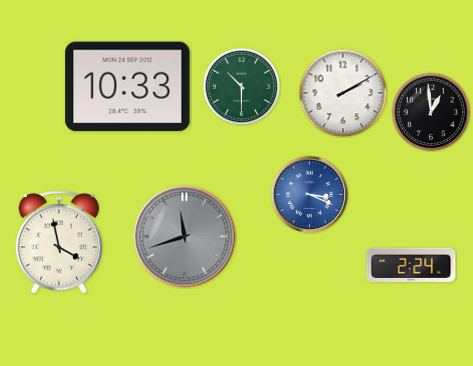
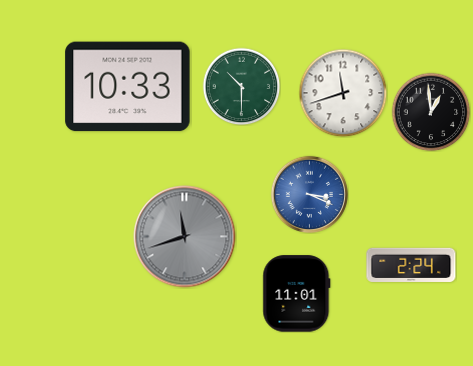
clock at (343, 93): 2:10 -> 11:42
clock at (59, 242): 3:58 -> none
clock at (297, 294): none -> 11:01
